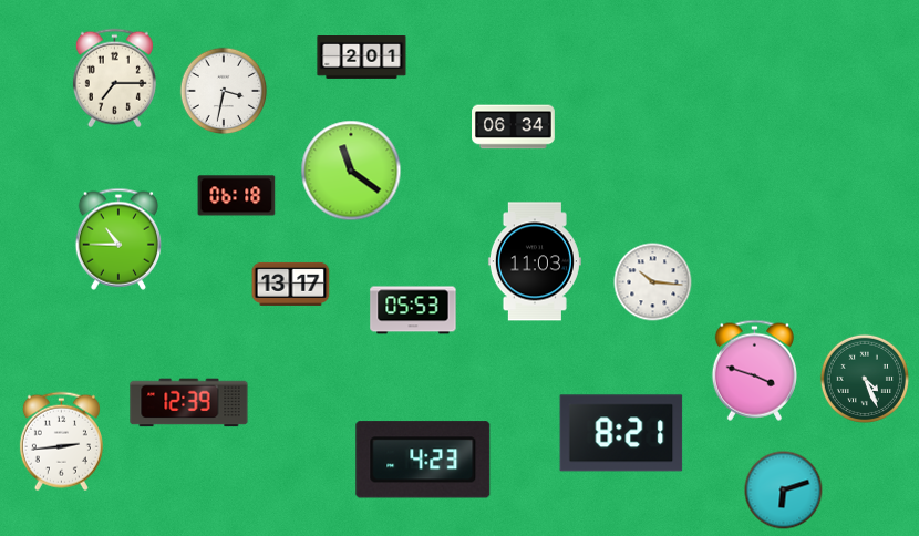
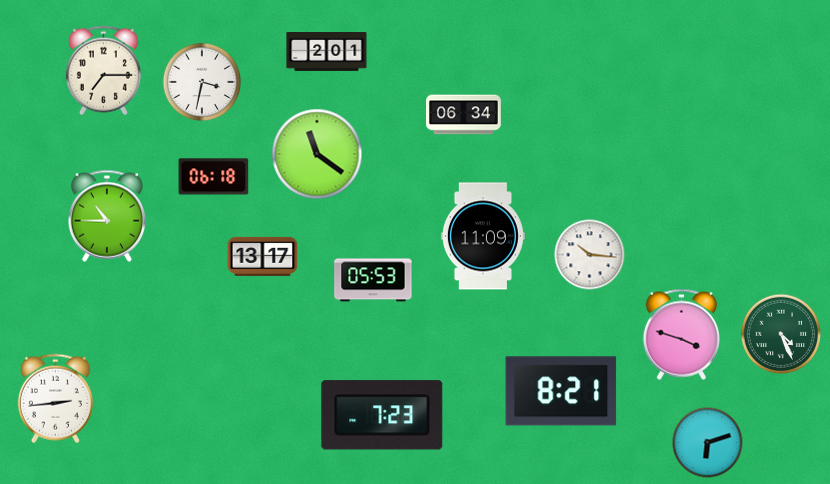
clock at (535, 261): 11:03 -> 11:09
clock at (865, 379) position: (865, 379) -> (781, 334)
clock at (189, 403): 12:39 -> none
clock at (423, 460): 4:23 -> 7:23
